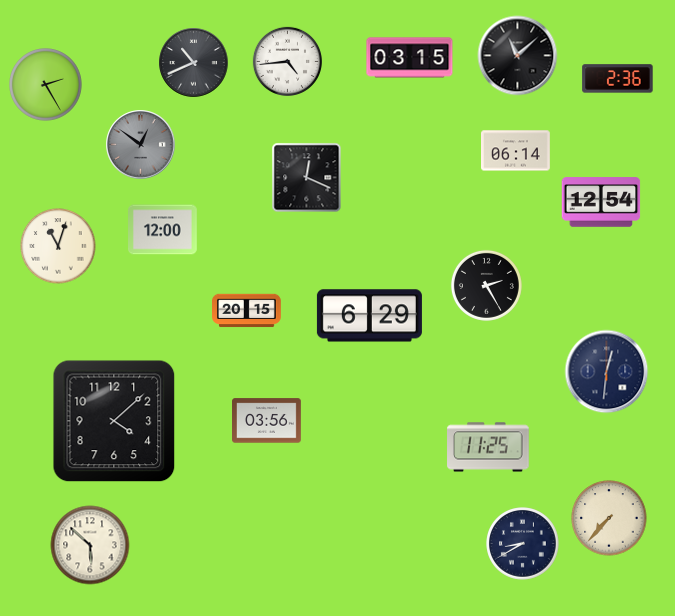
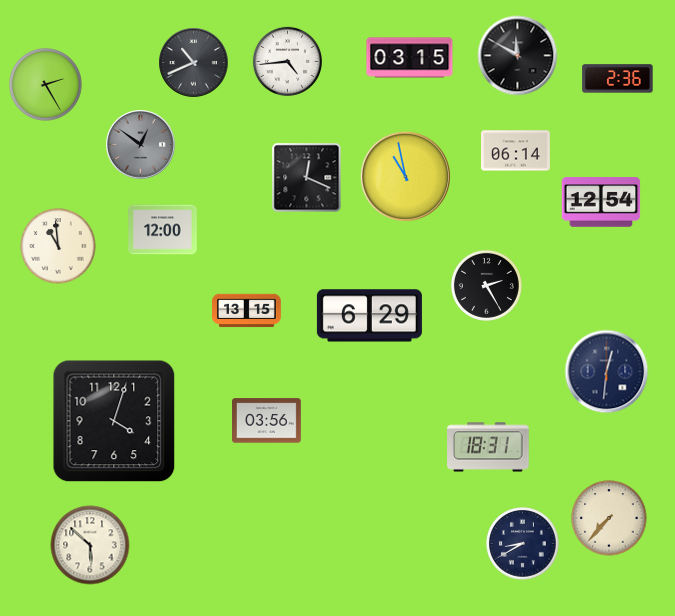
clock at (518, 56): 11:08 -> 11:50
clock at (405, 176): none -> 10:58
clock at (58, 246): 11:03 -> 10:59
clock at (247, 311): 20:15 -> 13:15
clock at (114, 421): 4:08 -> 4:03
clock at (488, 447): 11:25 -> 18:31
